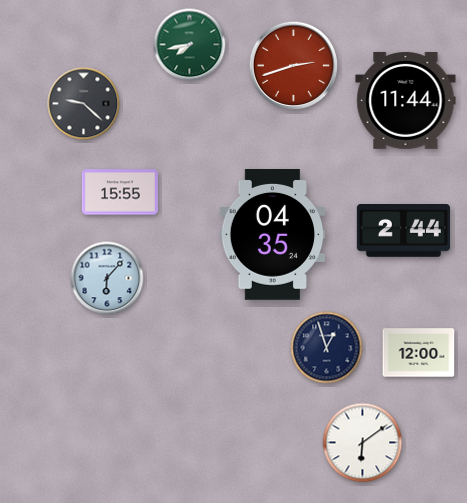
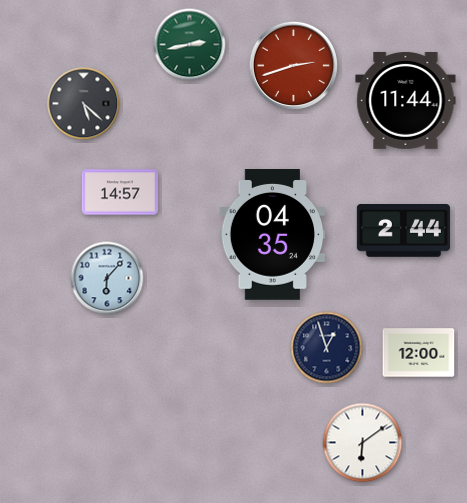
clock at (190, 45): 7:43 -> 2:43
clock at (84, 104): 9:22 -> 5:22
clock at (120, 192): 15:55 -> 14:57
